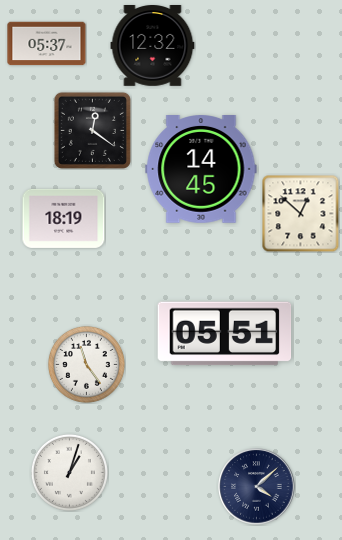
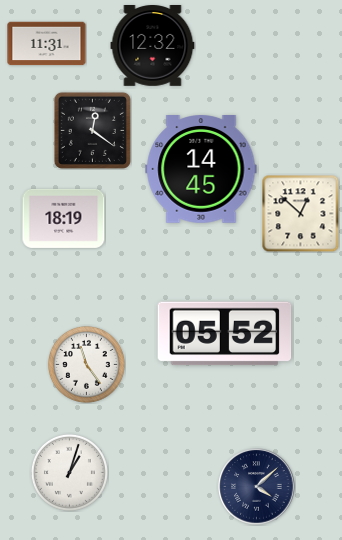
clock at (47, 44): 05:37 -> 11:31
clock at (225, 334): 05:51 -> 05:52
